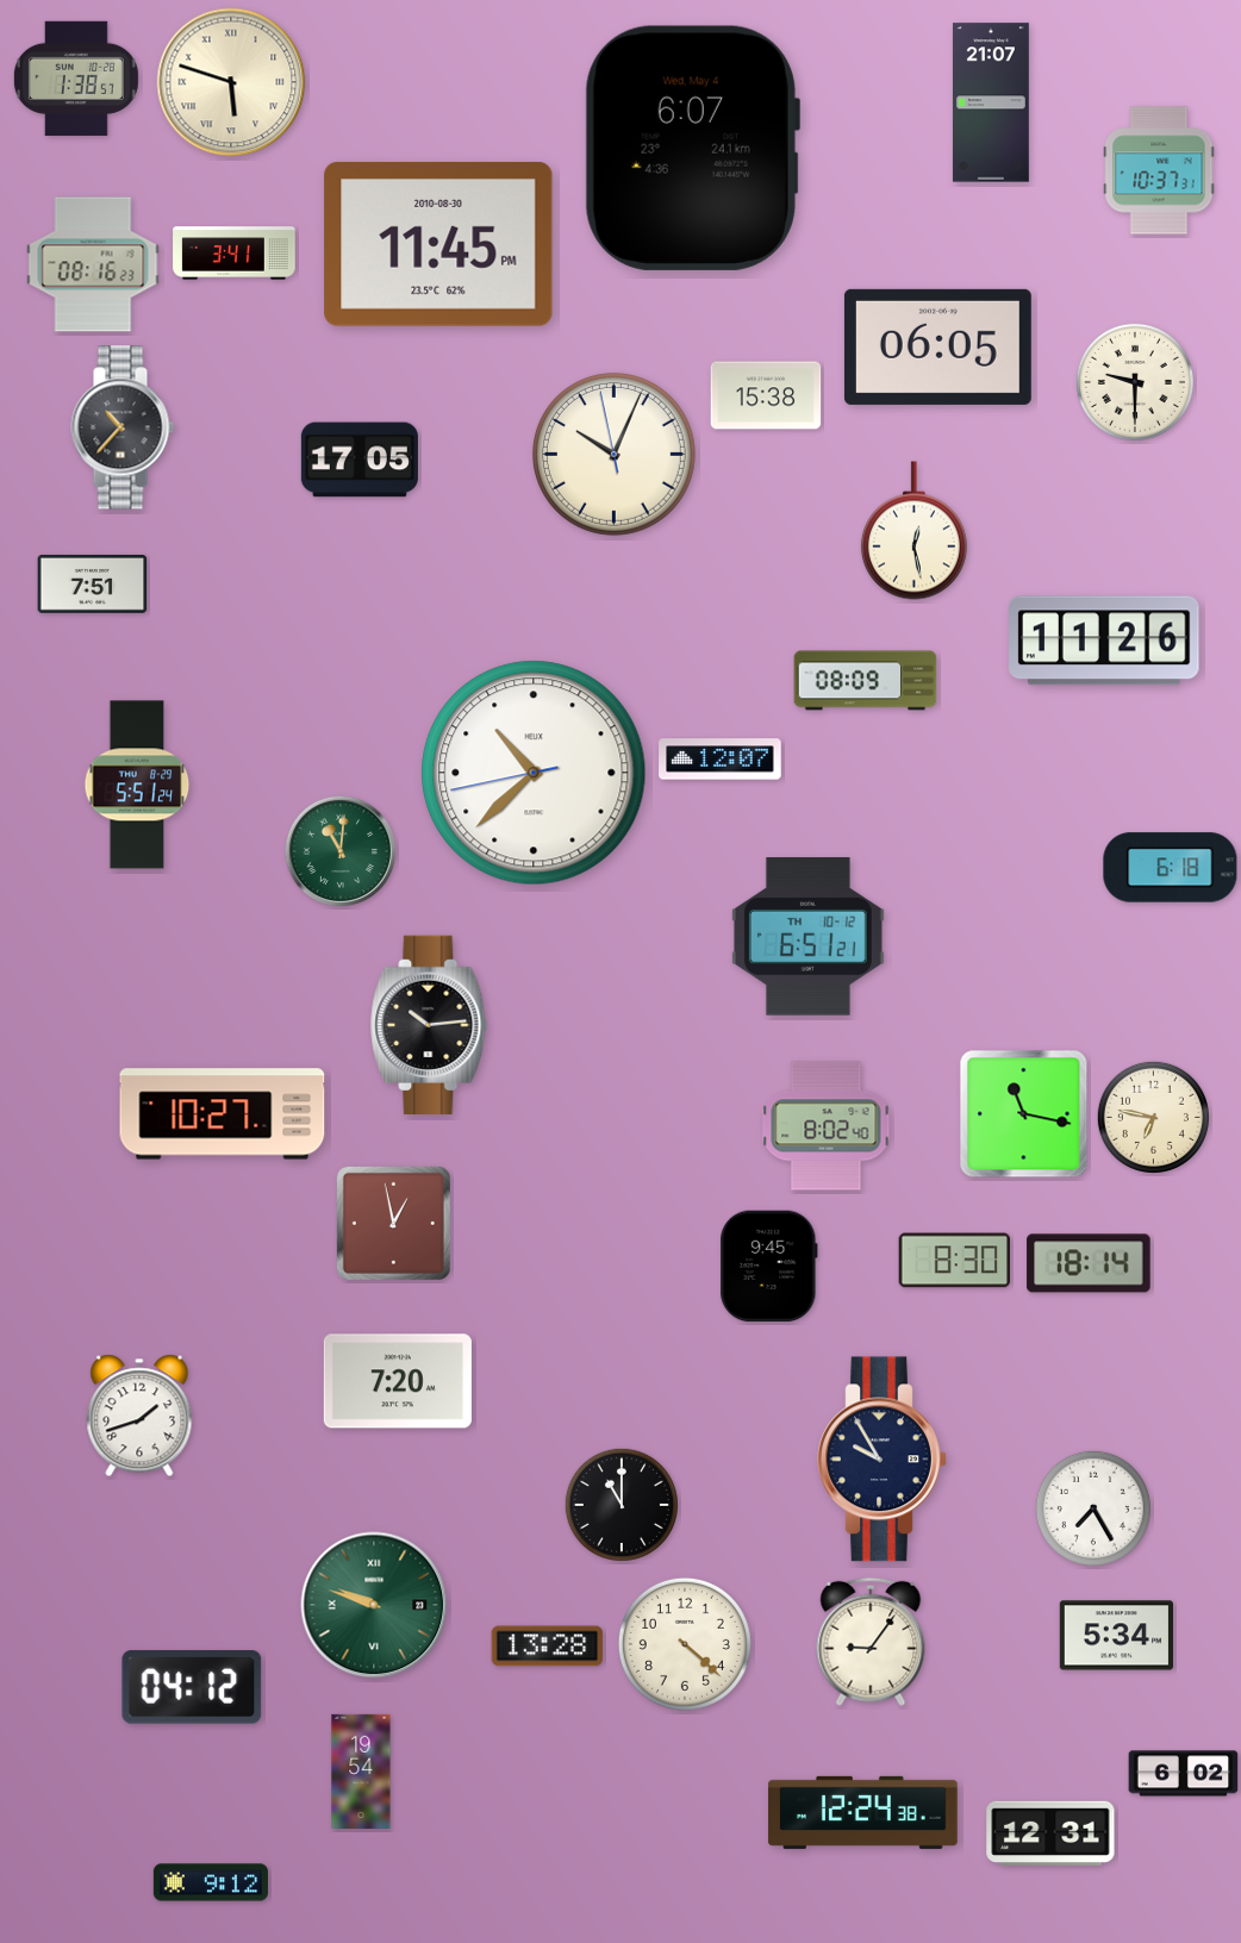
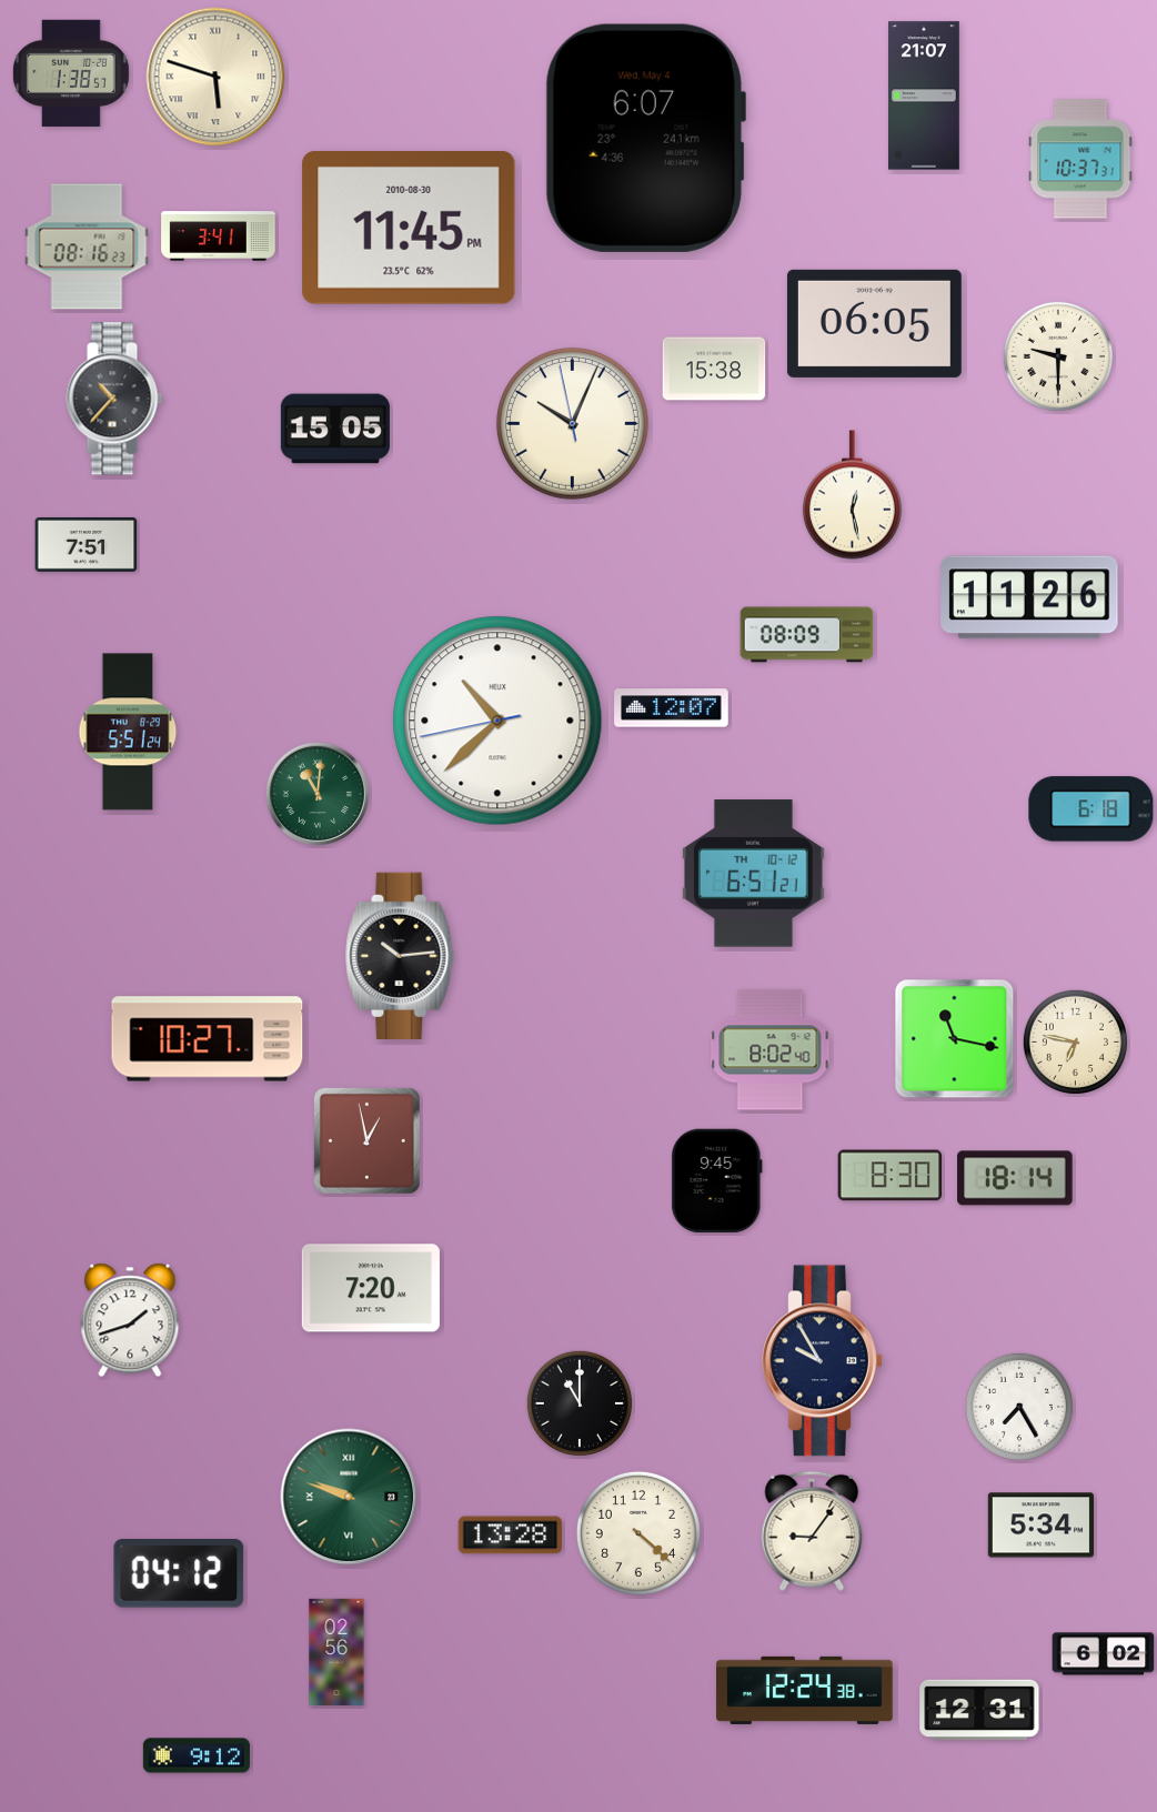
clock at (360, 460): 17:05 -> 15:05
clock at (361, 1770): 19:54 -> 02:56
